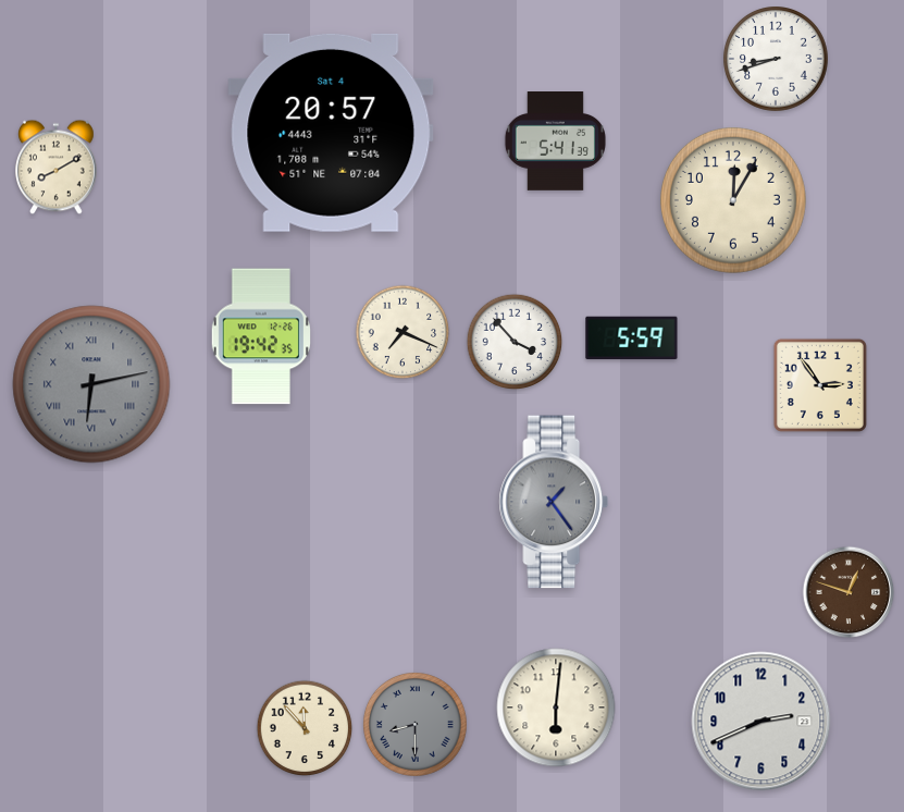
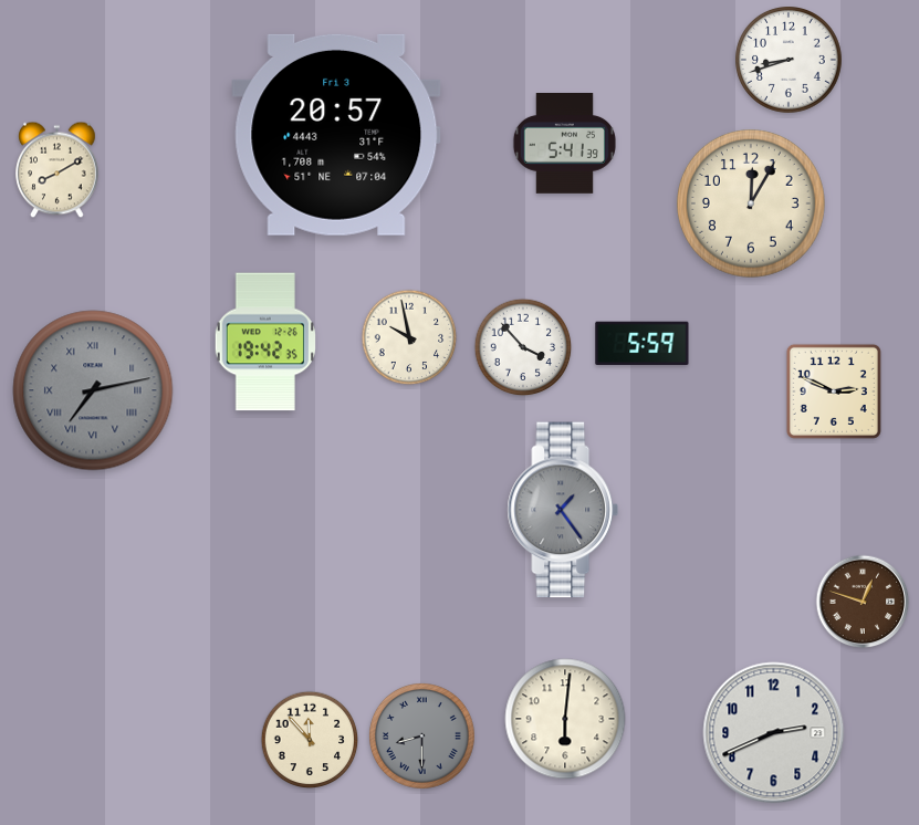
clock at (331, 133) date: Sat 4 -> Fri 3
clock at (733, 200) position: (733, 200) -> (751, 203)
clock at (403, 332): 7:19 -> 9:58
clock at (91, 384): 6:13 -> 7:13
clock at (820, 385): 2:54 -> 2:49
